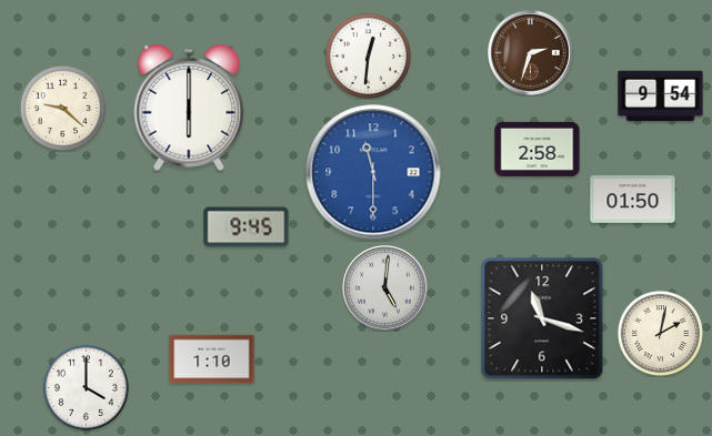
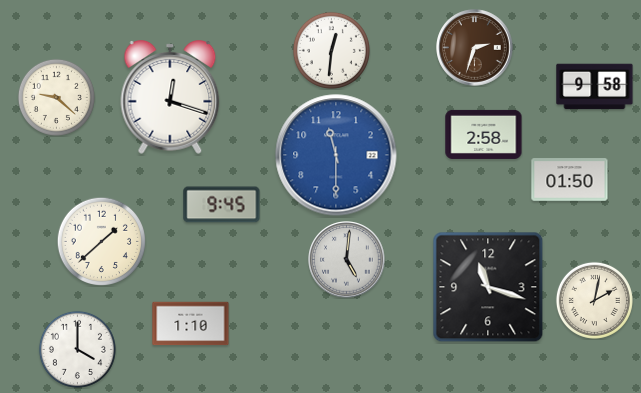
clock at (531, 53) position: (531, 53) -> (475, 48)
clock at (661, 97): 9:54 -> 9:58
clock at (189, 109): 6:00 -> 12:18
clock at (101, 241): none -> 1:38
